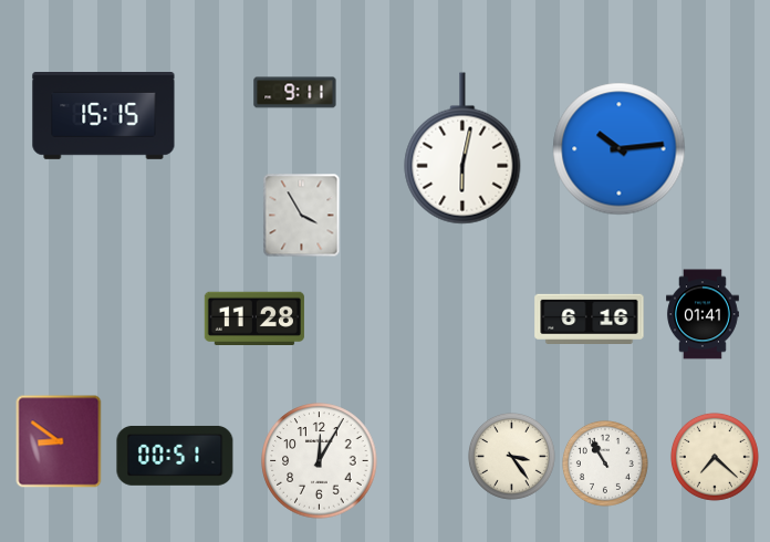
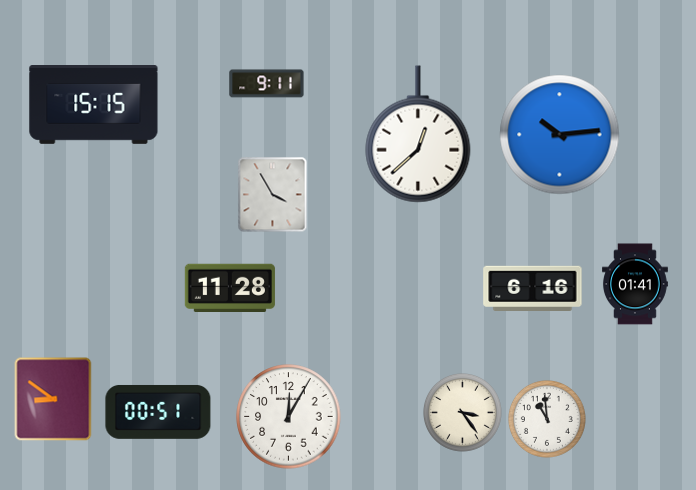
clock at (462, 148): 6:02 -> 12:38
clock at (715, 457): 7:22 -> none
clock at (605, 463): 10:55 -> 10:59
